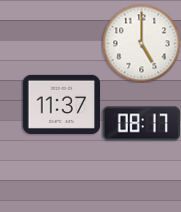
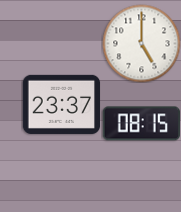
clock at (61, 104): 11:37 -> 23:37
clock at (141, 124): 08:17 -> 08:15
